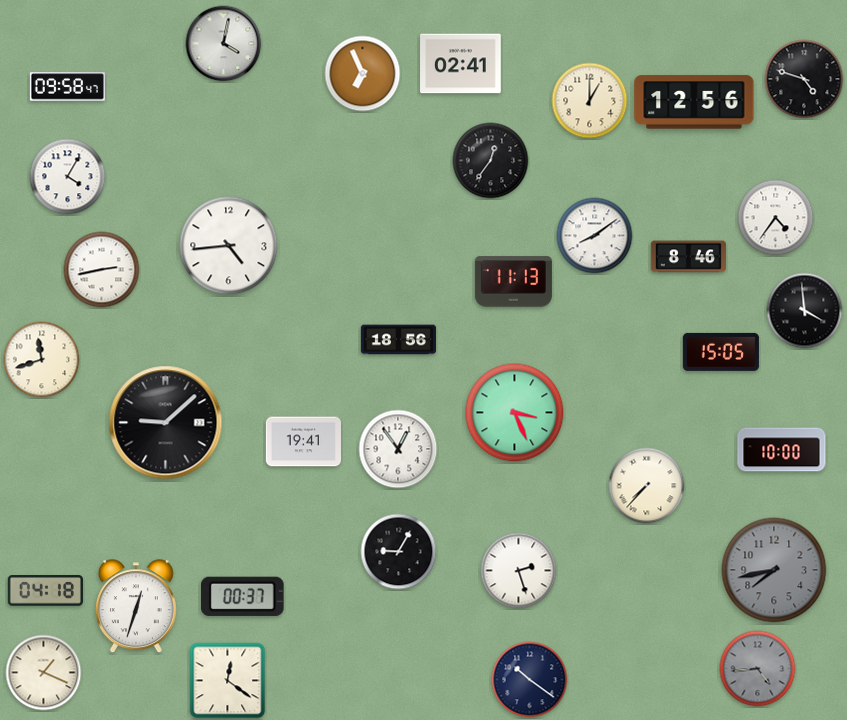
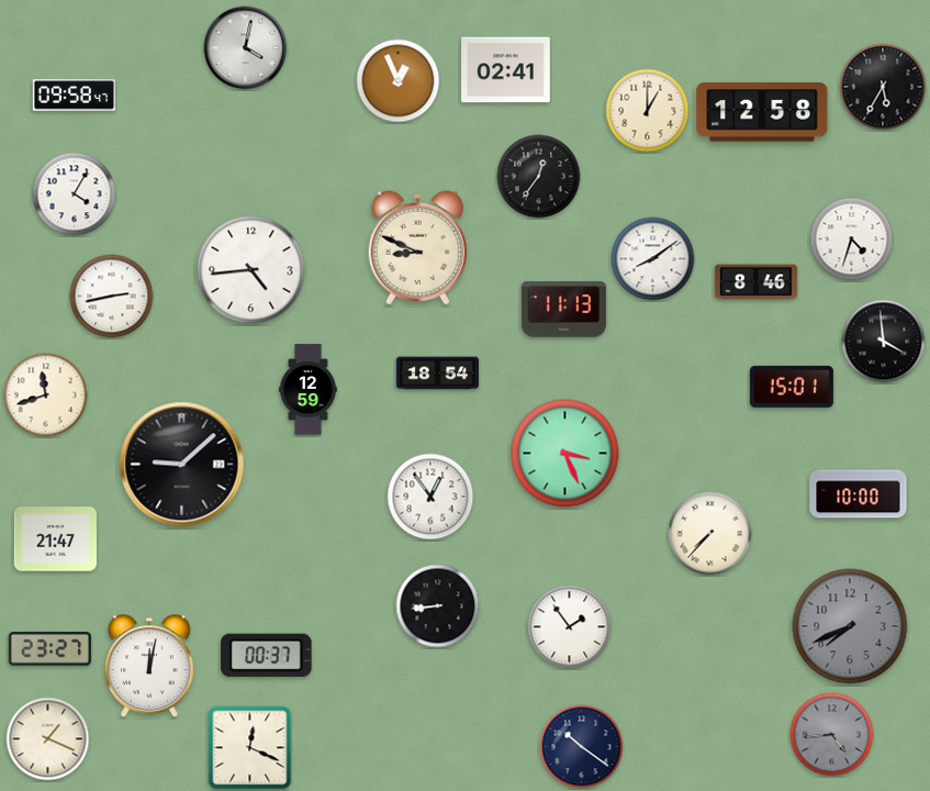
clock at (363, 74): 6:56 -> 12:56
clock at (804, 79): 4:48 -> 5:35
clock at (694, 102): 12:56 -> 12:58
clock at (776, 218): 4:36 -> 4:33
clock at (417, 248): none -> 8:49
clock at (398, 340): 18:56 -> 18:54
clock at (721, 352): 15:05 -> 15:01
clock at (309, 390): none -> 12:59
clock at (303, 442): 19:41 -> none
clock at (398, 449) position: (398, 449) -> (430, 497)
clock at (55, 539): none -> 21:47
clock at (399, 552): 9:05 -> 8:44
clock at (774, 570): 7:43 -> 7:41
clock at (519, 571): 2:27 -> 1:54
clock at (45, 591): 04:18 -> 23:27
clock at (136, 607): 12:33 -> 12:02
clock at (228, 681): 12:21 -> 12:19
